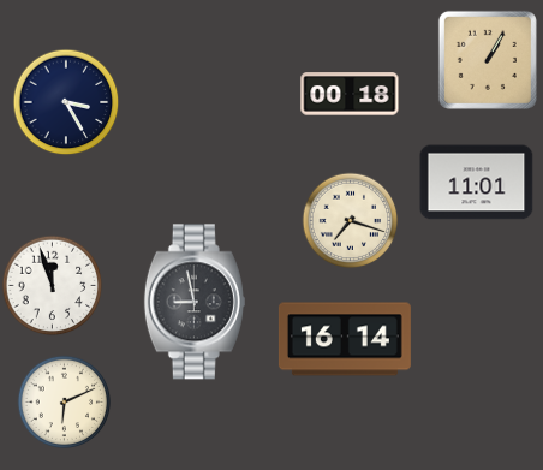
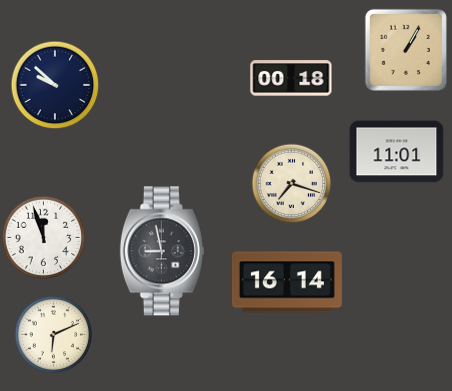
clock at (66, 102): 3:25 -> 9:52
